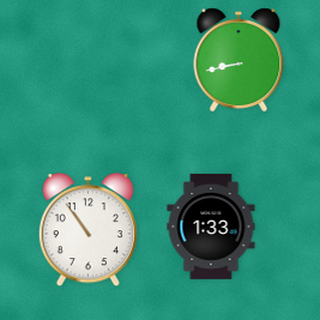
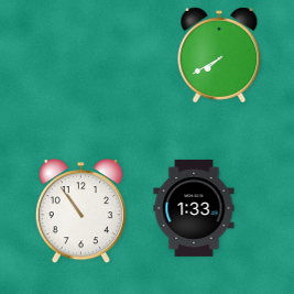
clock at (239, 60): 8:43 -> 7:40
